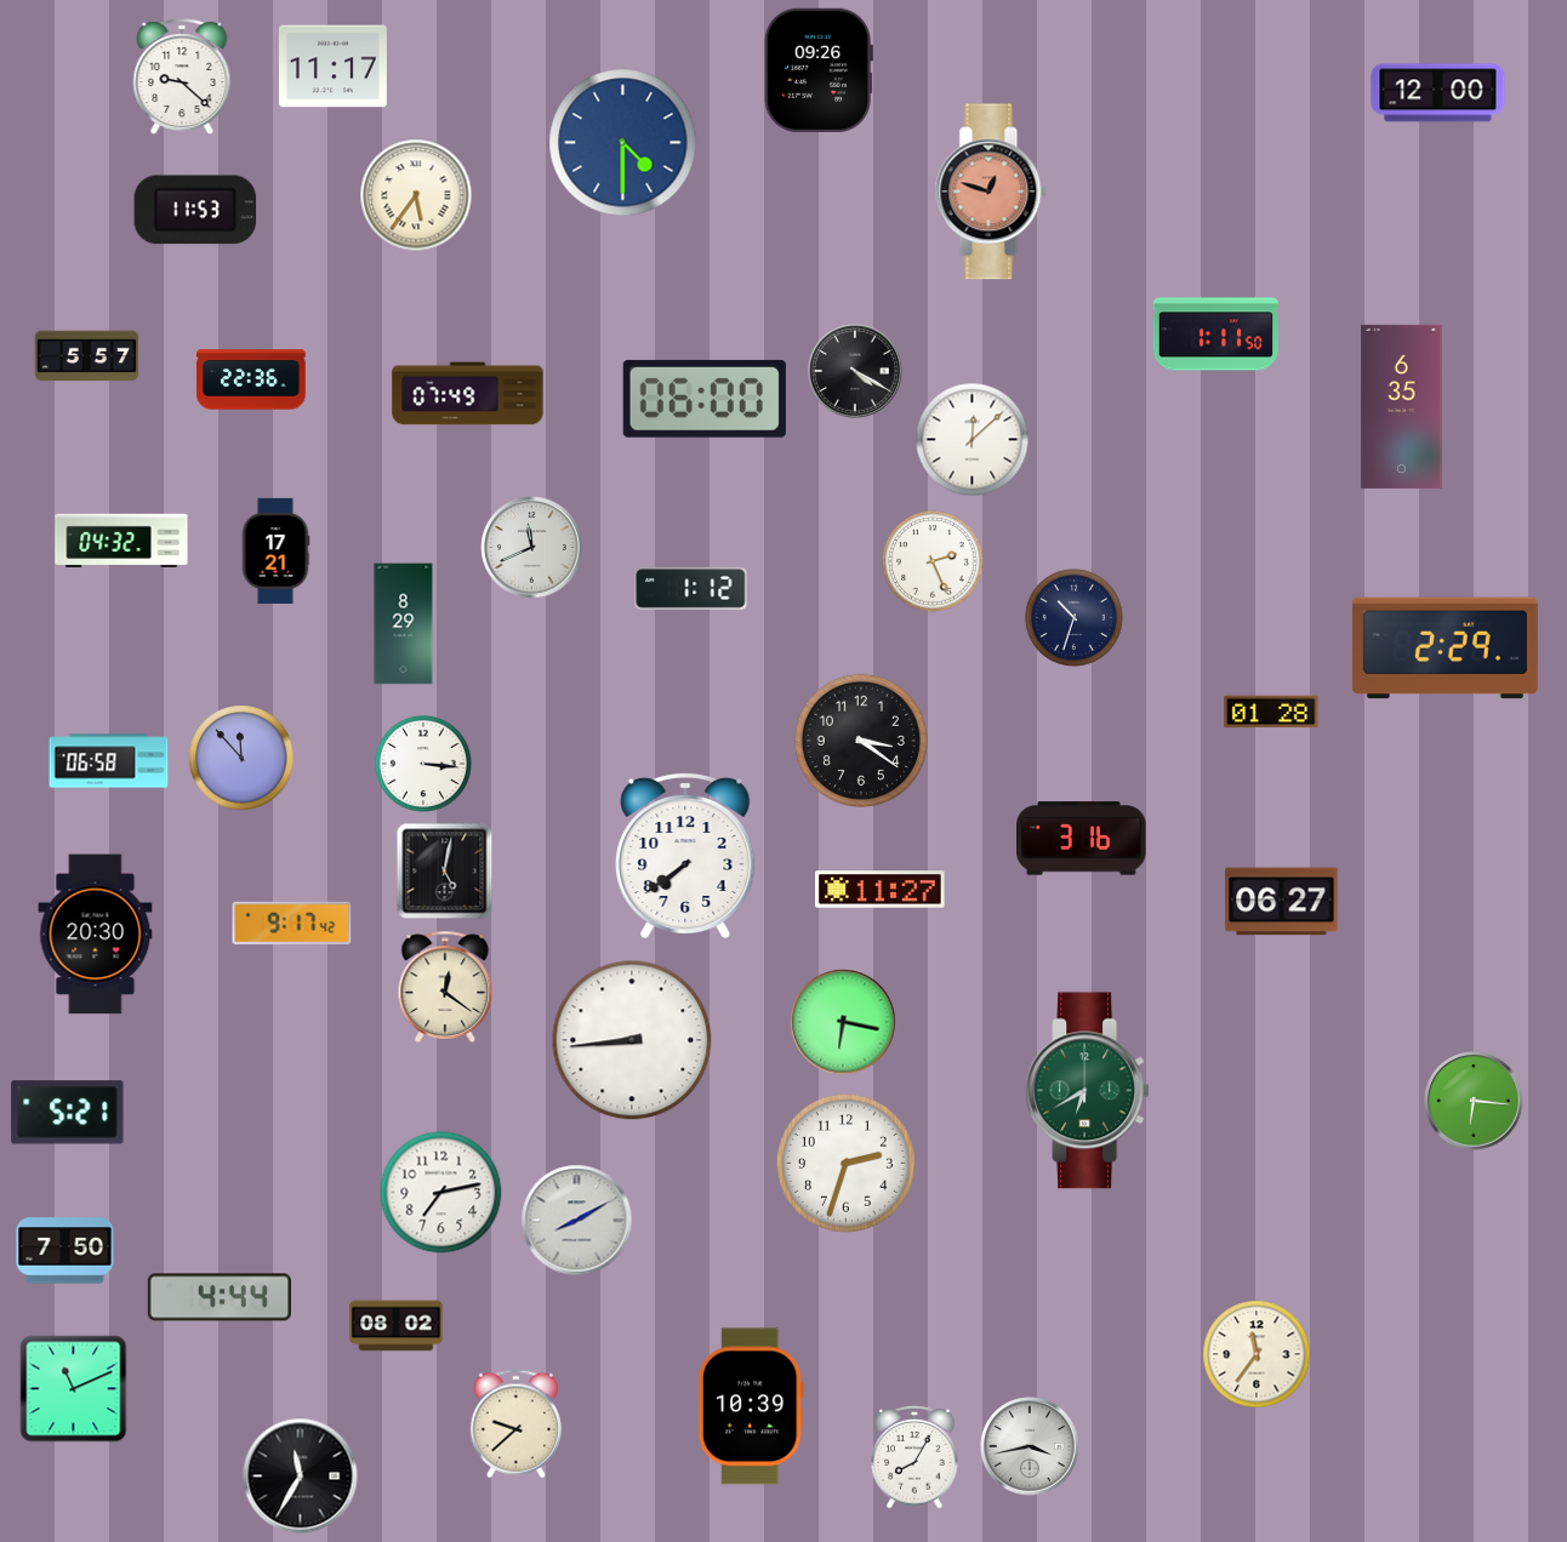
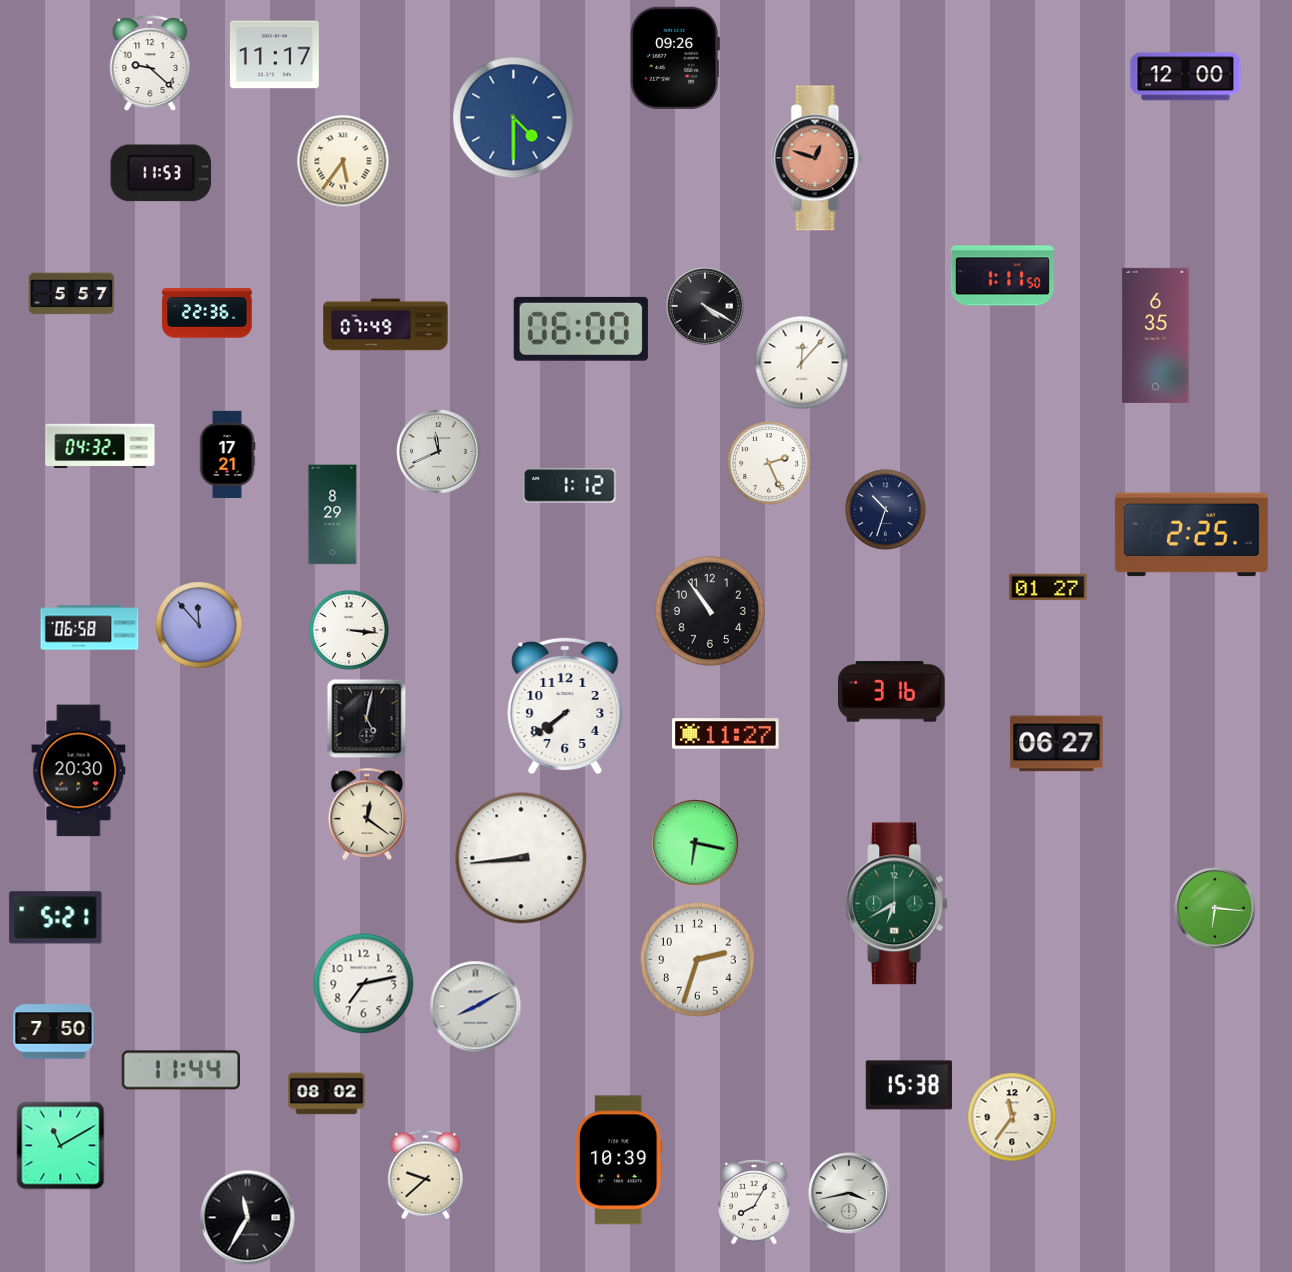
clock at (973, 440): 12:08 -> 12:07
clock at (1445, 649): 2:29 -> 2:25
clock at (1271, 712): 01:28 -> 01:27
clock at (861, 741): 3:21 -> 10:54
clock at (292, 924): 9:17 -> none
clock at (1088, 1091) position: (1088, 1091) -> (897, 904)
clock at (220, 1297): 4:44 -> 11:44
clock at (909, 1085): none -> 15:38
clock at (1257, 1354) position: (1257, 1354) -> (1012, 1117)
clock at (74, 1389): 11:11 -> 11:10
